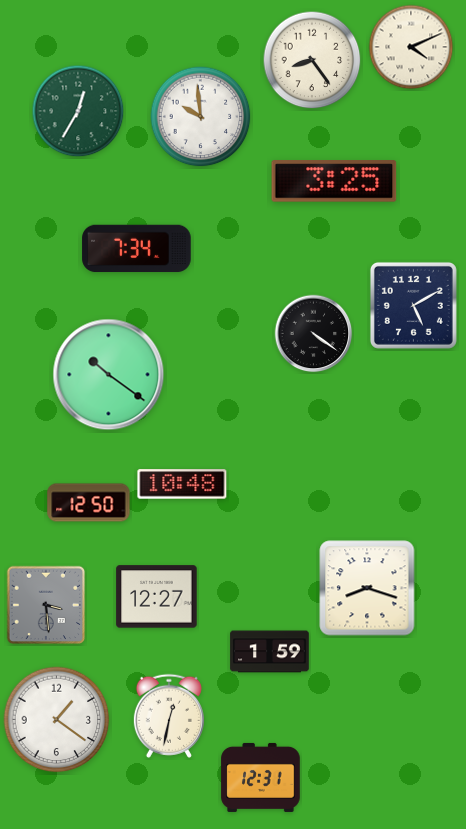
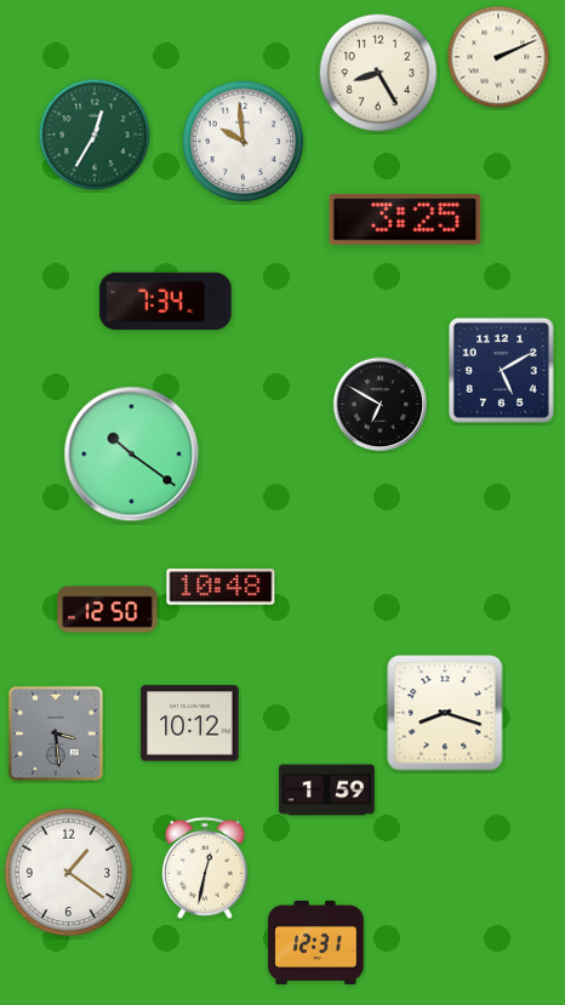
clock at (411, 47): 4:11 -> 2:11
clock at (312, 60): 8:24 -> 8:25
clock at (314, 334): 4:21 -> 6:50
clock at (157, 597): 12:27 -> 10:12
